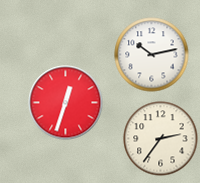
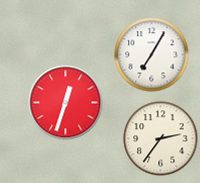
clock at (152, 55): 10:13 -> 7:05
